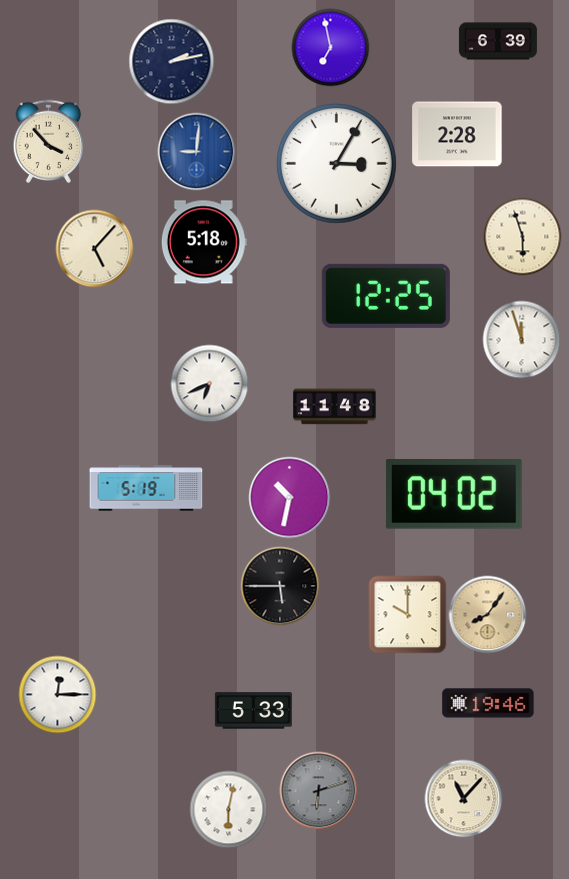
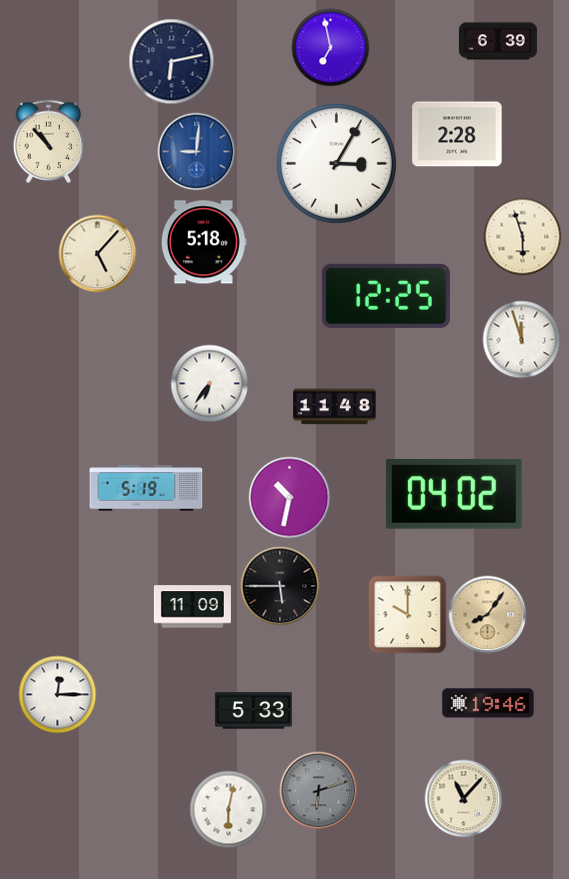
clock at (171, 61): 2:13 -> 6:13
clock at (49, 141): 3:53 -> 10:53
clock at (94, 248) position: (94, 248) -> (97, 253)
clock at (209, 383): 6:41 -> 6:36
clock at (192, 607): none -> 11:09
